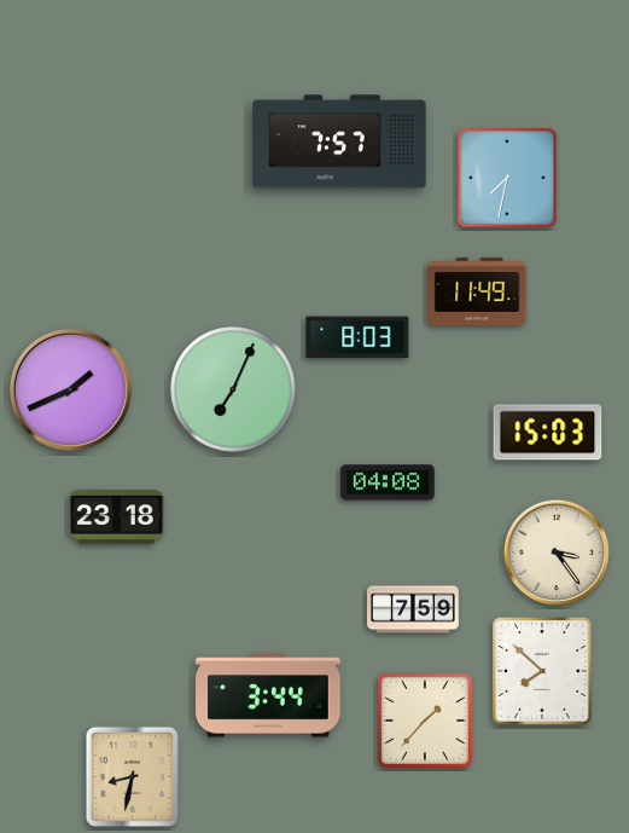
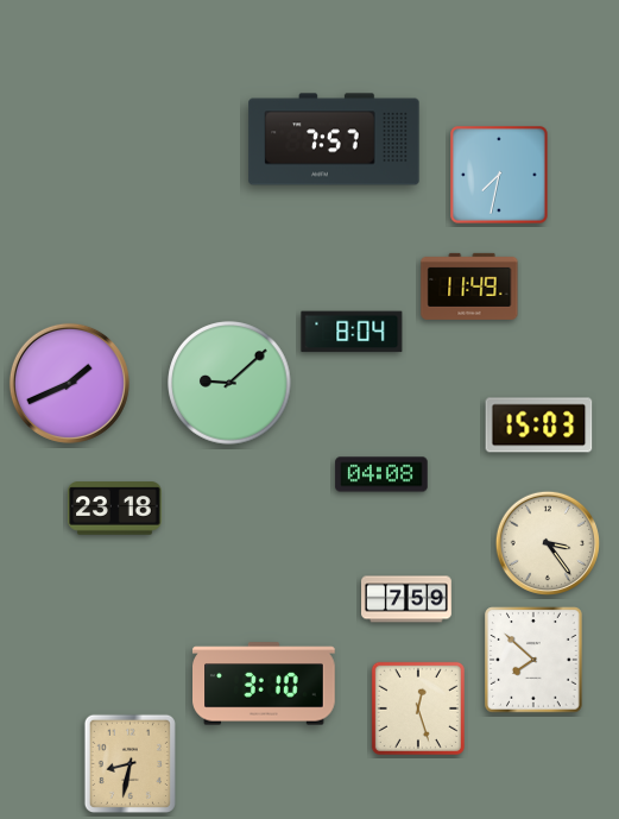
clock at (357, 337): 8:03 -> 8:04
clock at (233, 389): 7:04 -> 9:08
clock at (269, 695): 3:44 -> 3:10
clock at (425, 721): 1:37 -> 12:27
